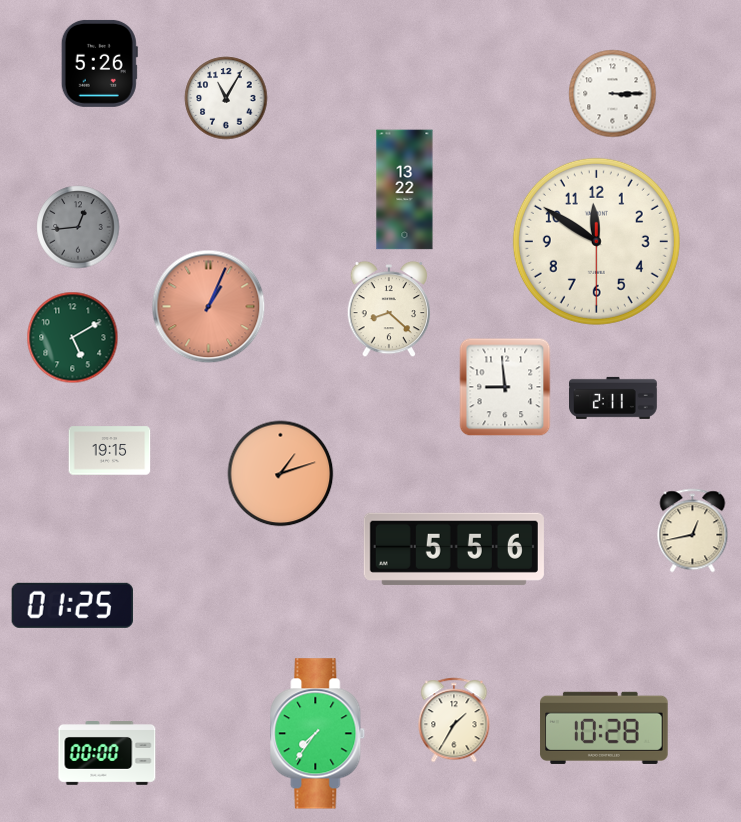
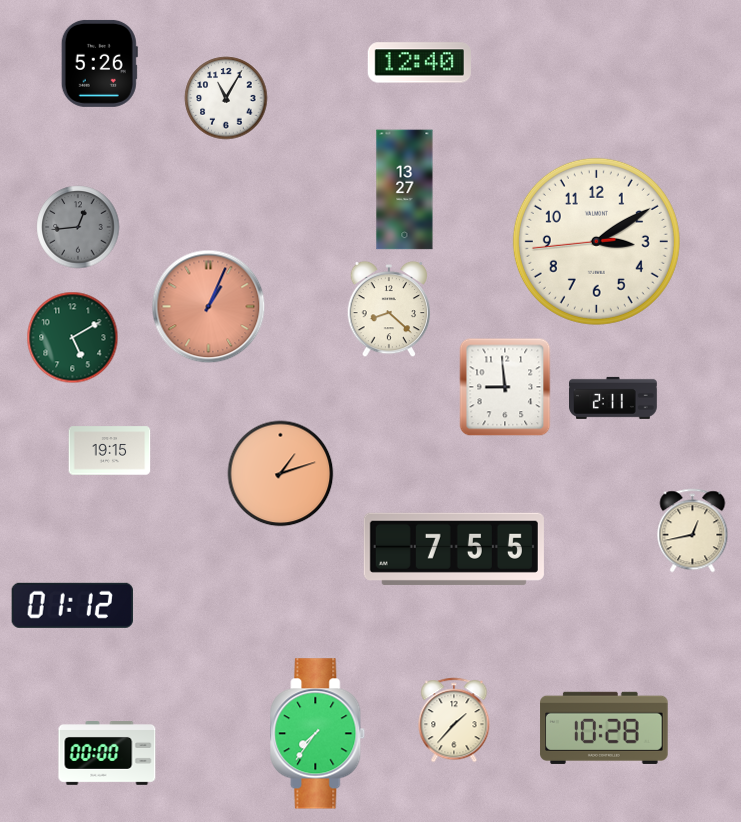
clock at (419, 63): none -> 12:40
clock at (613, 94): 3:15 -> none
clock at (405, 190): 13:22 -> 13:27
clock at (596, 241): 11:50 -> 3:09
clock at (454, 549): 5:56 -> 7:55
clock at (72, 605): 01:25 -> 01:12
clock at (454, 720): 1:35 -> 1:37
